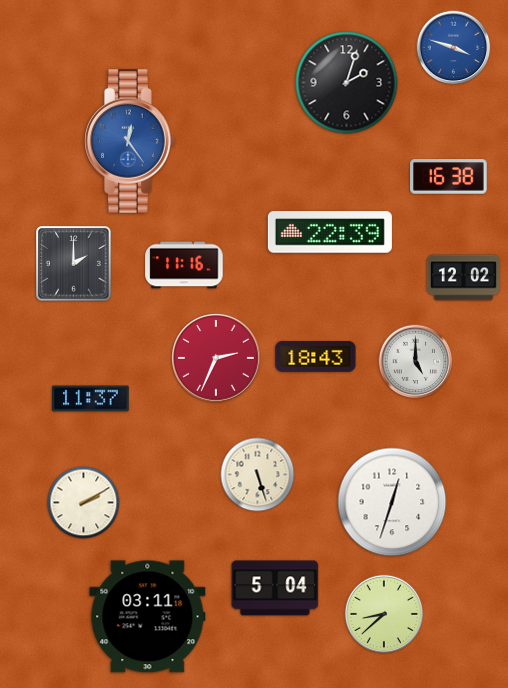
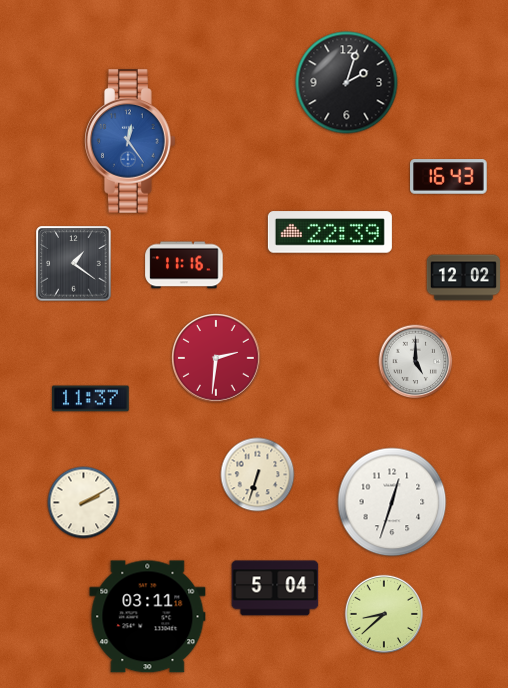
clock at (454, 48): 3:48 -> none
clock at (449, 177): 16:38 -> 16:43
clock at (74, 264): 2:00 -> 1:21
clock at (316, 357): 18:43 -> none
clock at (217, 359): 2:34 -> 2:31
clock at (258, 475): 5:27 -> 6:33
